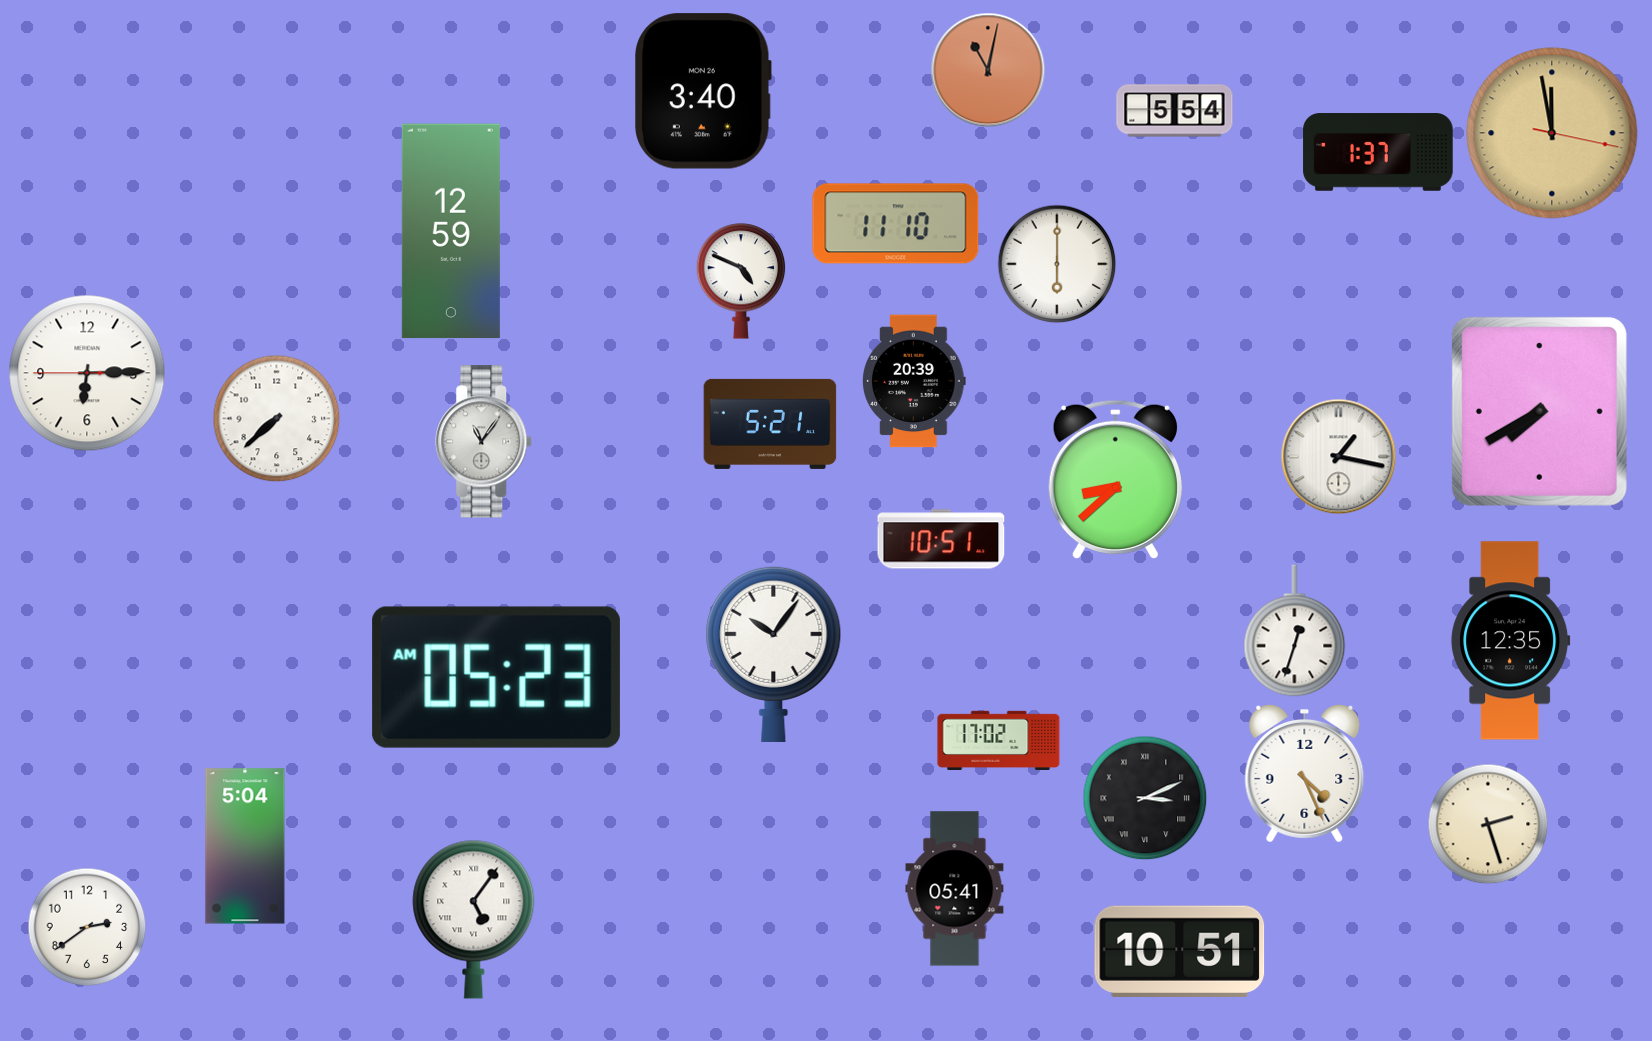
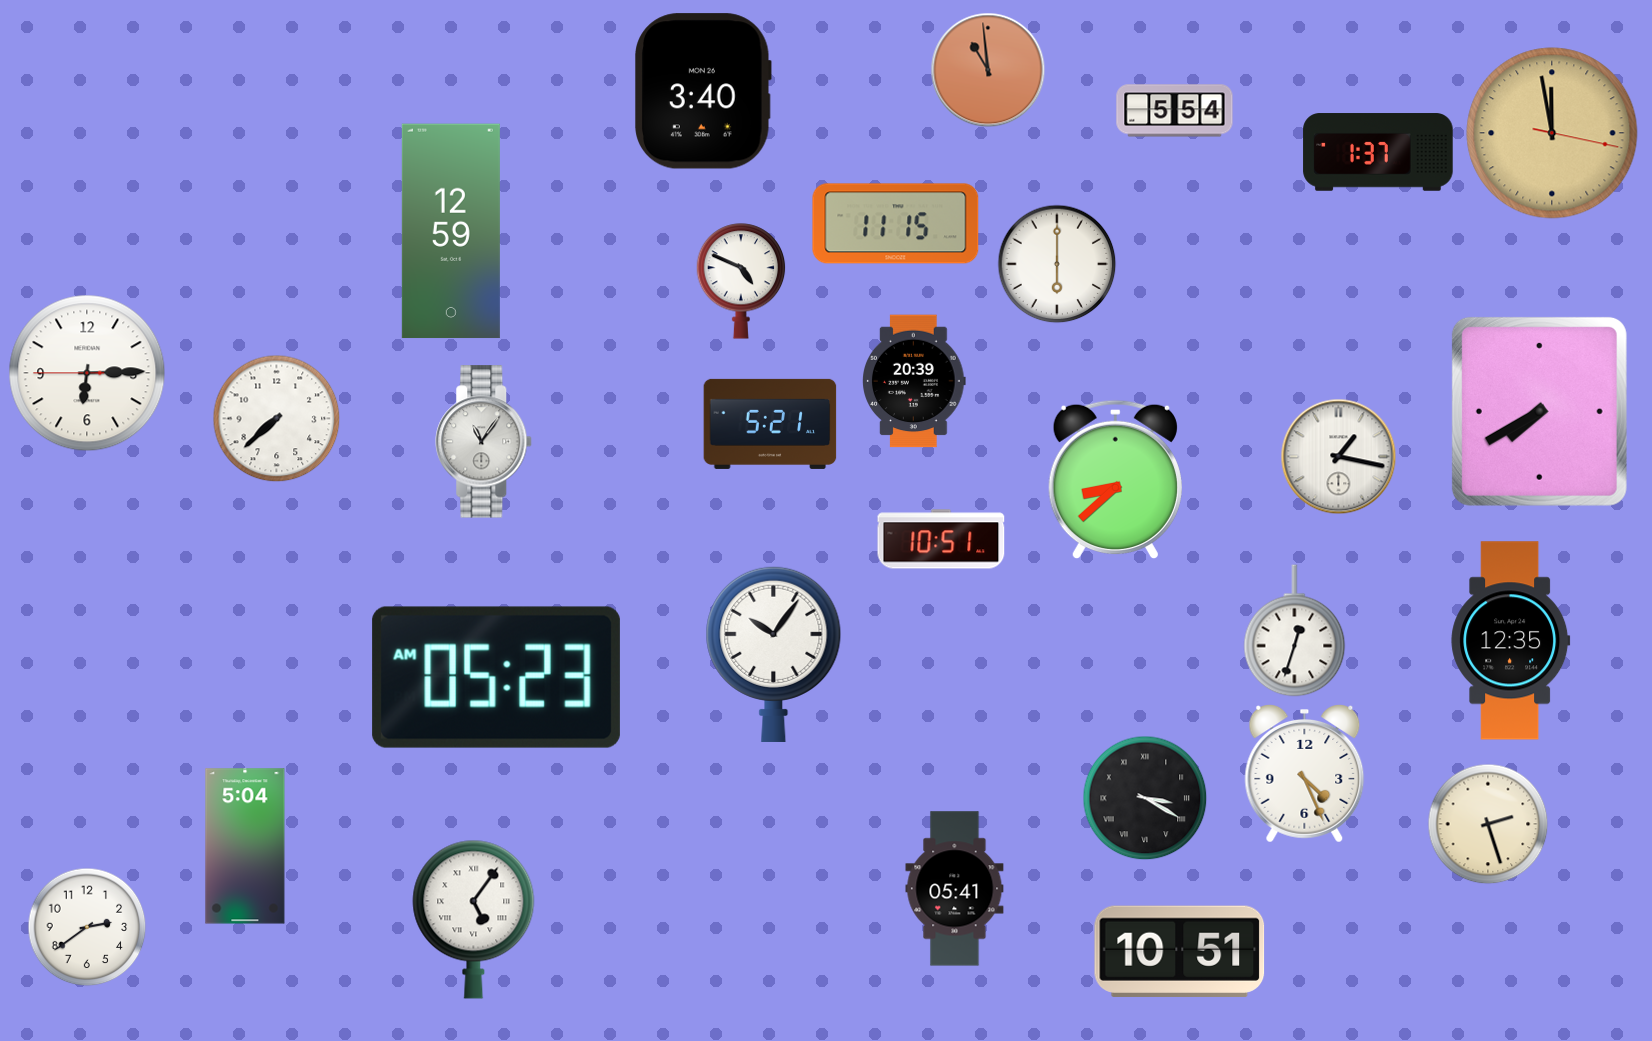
clock at (988, 70): 11:02 -> 10:59
clock at (896, 224): 11:10 -> 11:15
clock at (999, 741): 17:02 -> none
clock at (1145, 798): 3:11 -> 3:20
